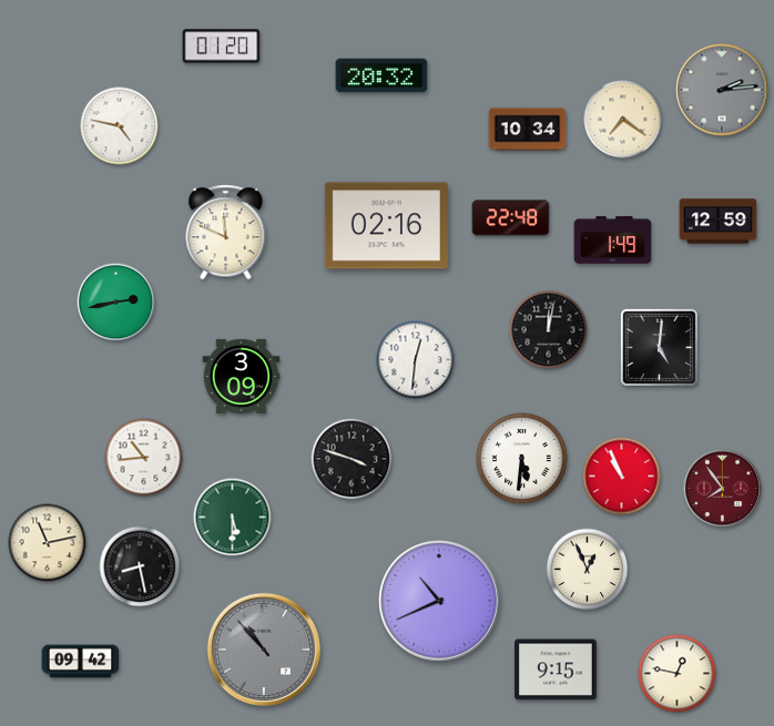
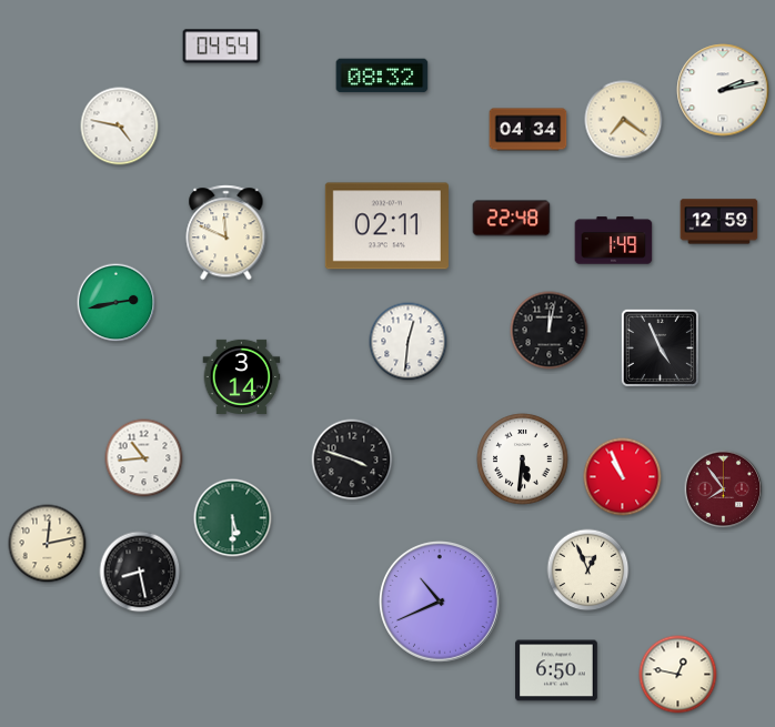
clock at (222, 47): 01:20 -> 04:54
clock at (381, 75): 20:32 -> 08:32
clock at (722, 90): 2:14 -> 2:13
clock at (722, 90) dial: grey -> white
clock at (528, 130): 10:34 -> 04:34
clock at (386, 226): 02:16 -> 02:11
clock at (659, 347): 5:01 -> 4:56
clock at (416, 360) position: (416, 360) -> (409, 342)
clock at (242, 376): 3:09 -> 3:14
clock at (48, 543): 11:13 -> 12:13
clock at (140, 566) position: (140, 566) -> (140, 572)
clock at (264, 650): 10:53 -> none
clock at (81, 662): 09:42 -> none
clock at (557, 669): 9:15 -> 6:50
